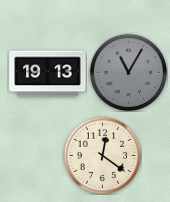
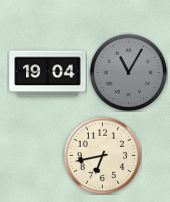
clock at (48, 74): 19:13 -> 19:04
clock at (102, 155): 12:21 -> 6:43
